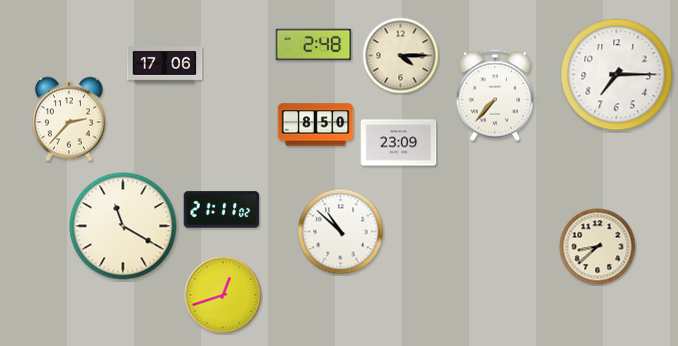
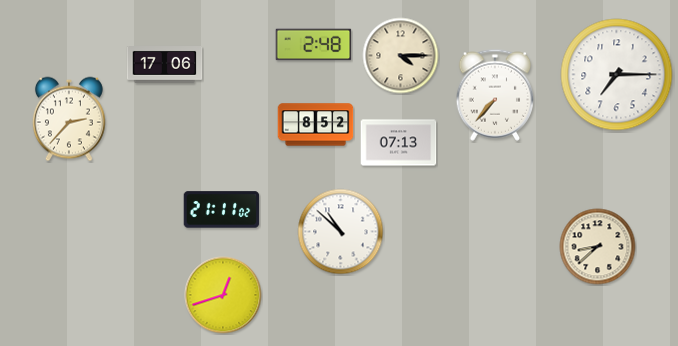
clock at (316, 125): 8:50 -> 8:52
clock at (399, 143): 23:09 -> 07:13
clock at (123, 226): 11:20 -> none
